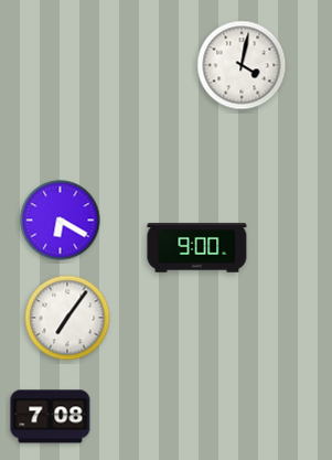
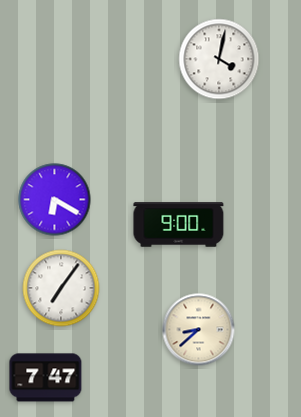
clock at (199, 330): none -> 8:38
clock at (51, 417): 7:08 -> 7:47
